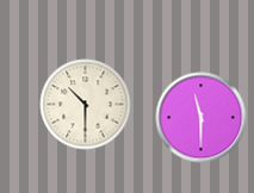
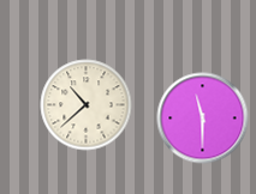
clock at (86, 105): 10:30 -> 10:38
